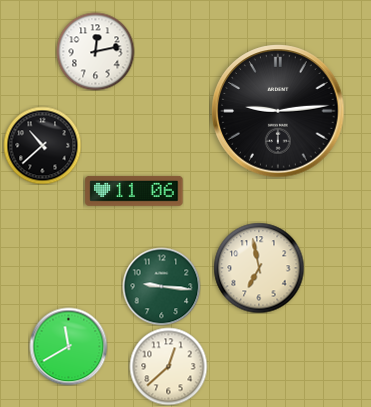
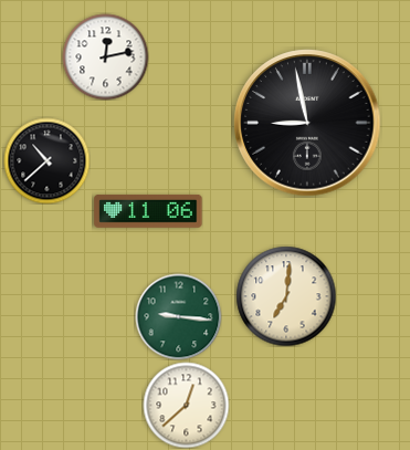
clock at (278, 111): 9:14 -> 8:58
clock at (259, 268): 6:58 -> 7:01
clock at (68, 346): 11:40 -> none
